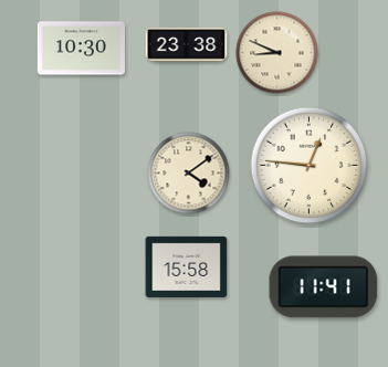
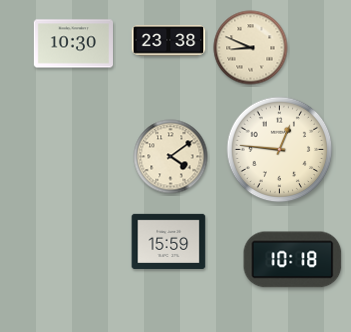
clock at (187, 266): 15:58 -> 15:59
clock at (324, 287): 11:41 -> 10:18
